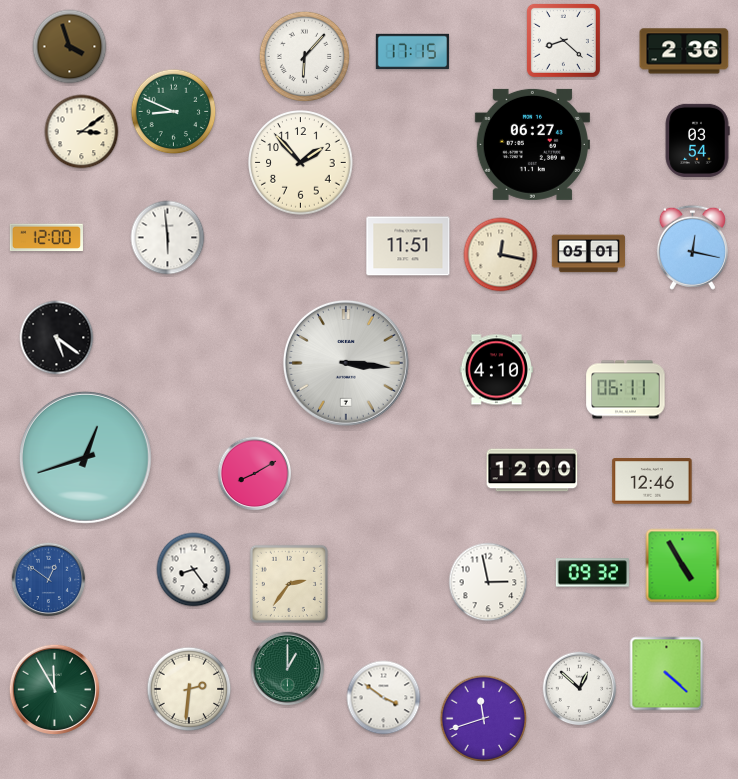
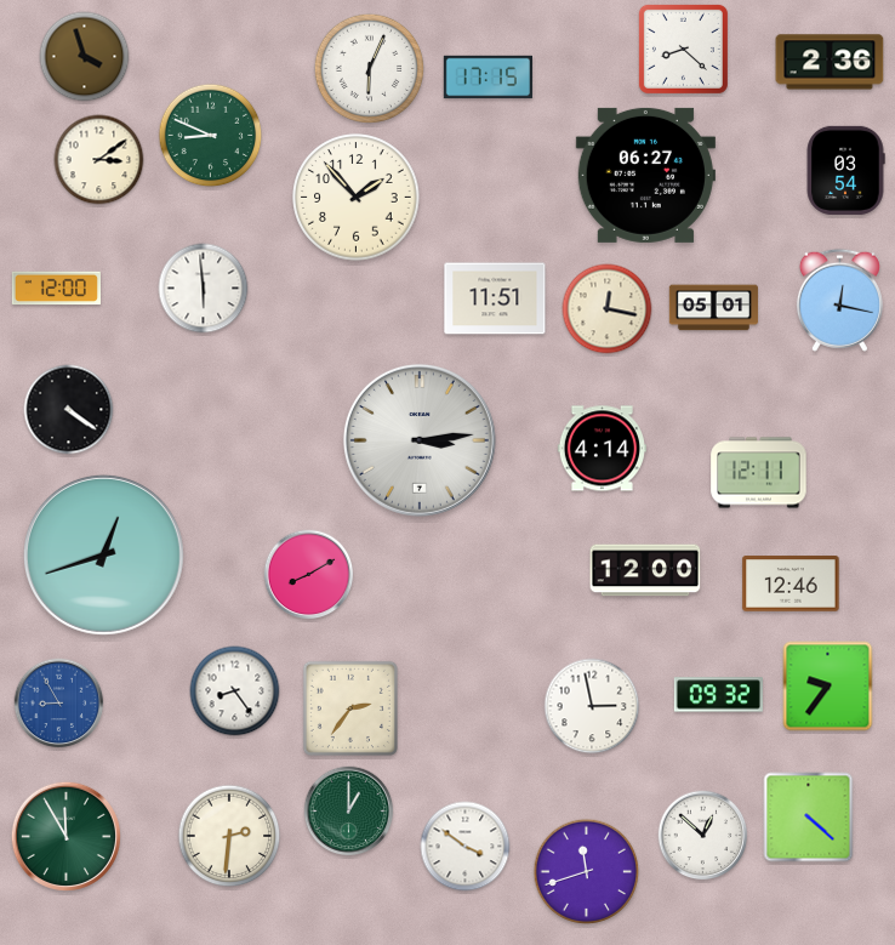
clock at (412, 52) position: (412, 52) -> (488, 78)
clock at (304, 56): 6:07 -> 6:04
clock at (301, 163) position: (301, 163) -> (357, 198)
clock at (57, 338): 5:21 -> 4:21
clock at (346, 363): 3:16 -> 3:14
clock at (496, 370): 4:10 -> 4:14
clock at (626, 390): 06:11 -> 12:11
clock at (683, 566): 4:55 -> 9:36
clock at (49, 580): 12:51 -> 8:55
